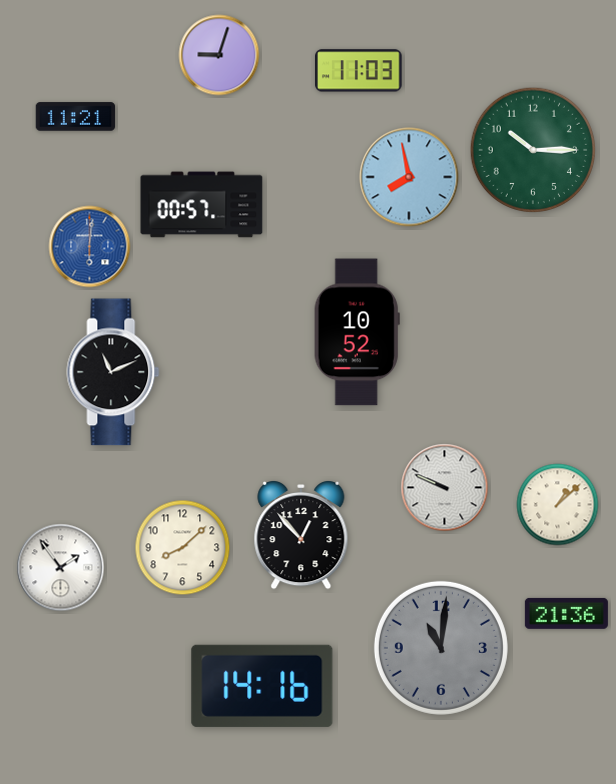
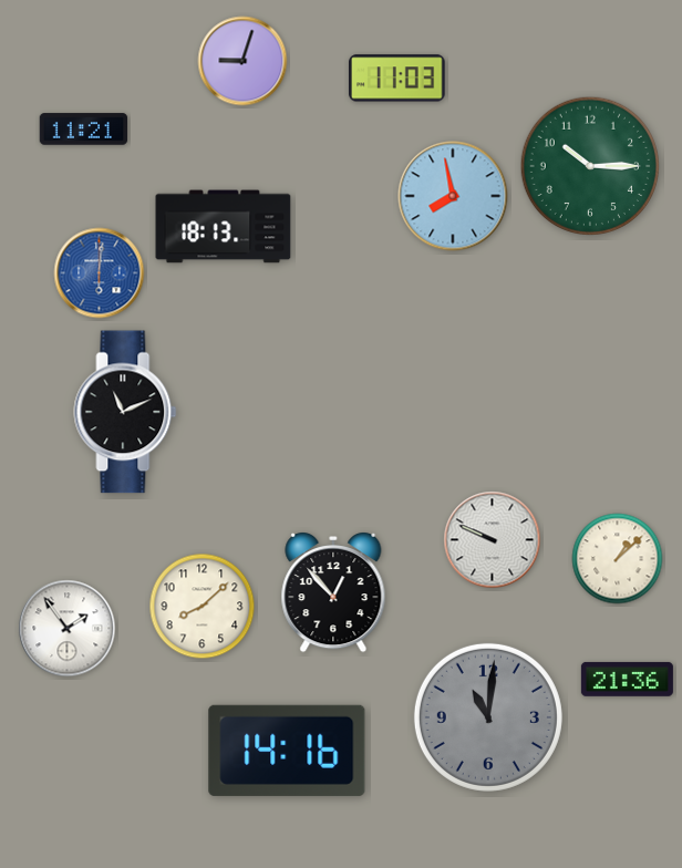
clock at (202, 205): 00:57 -> 18:13
clock at (357, 332): 10:52 -> none
clock at (262, 686) position: (262, 686) -> (287, 751)
